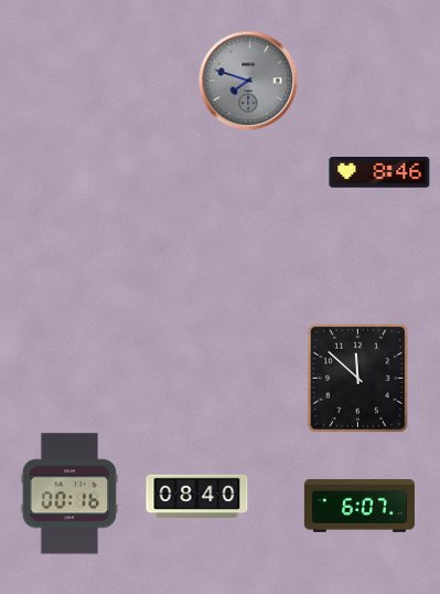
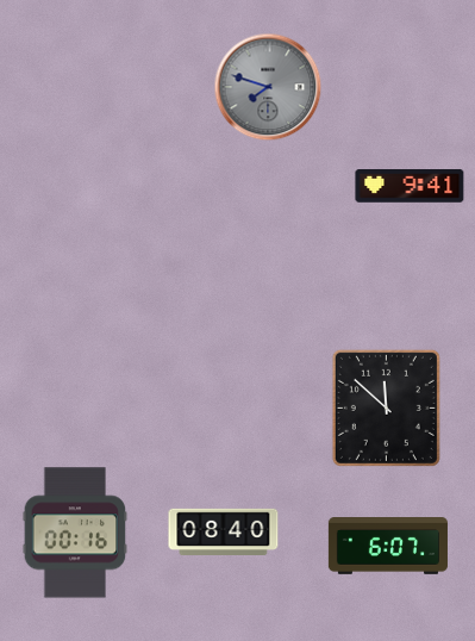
clock at (379, 172): 8:46 -> 9:41
clock at (197, 496) position: (197, 496) -> (224, 531)
